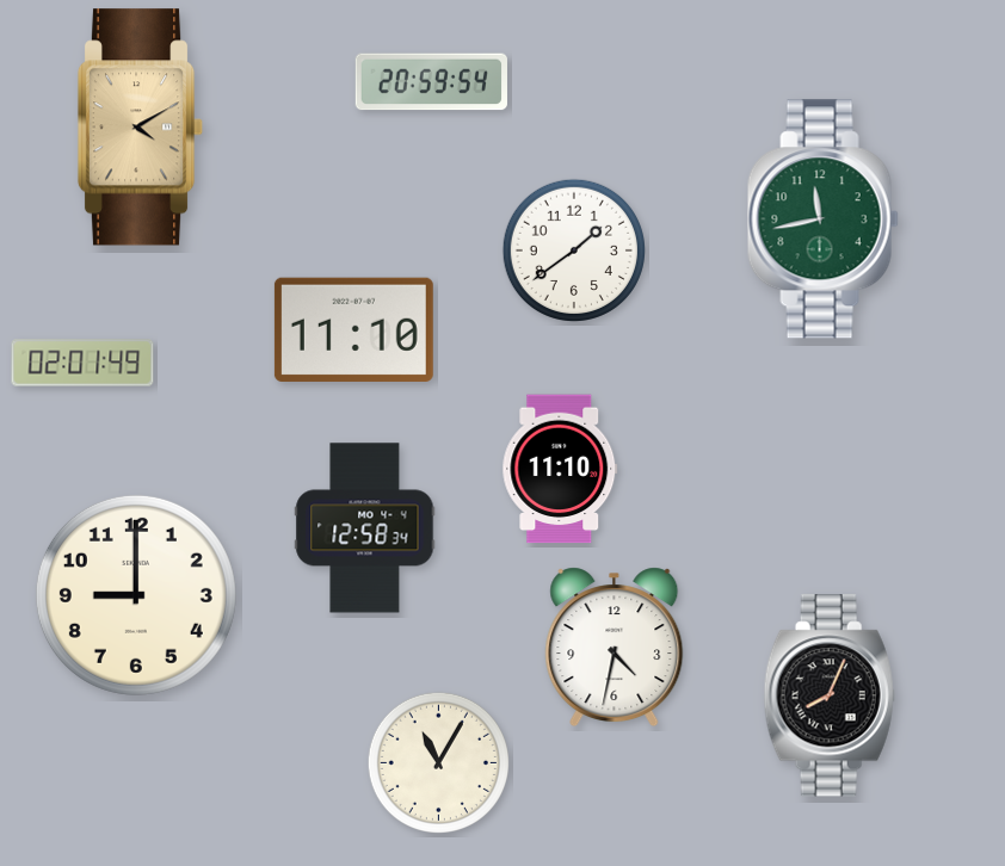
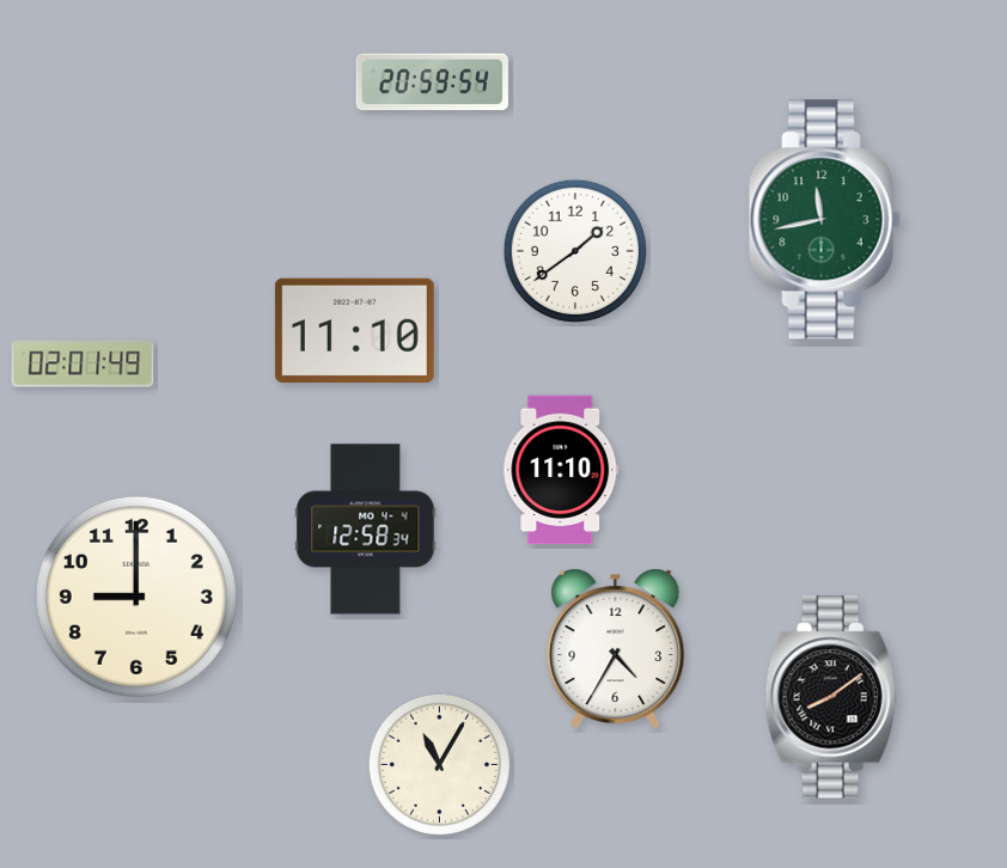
clock at (141, 128): 4:10 -> none
clock at (615, 648): 4:32 -> 4:35
clock at (830, 695): 8:04 -> 8:09
